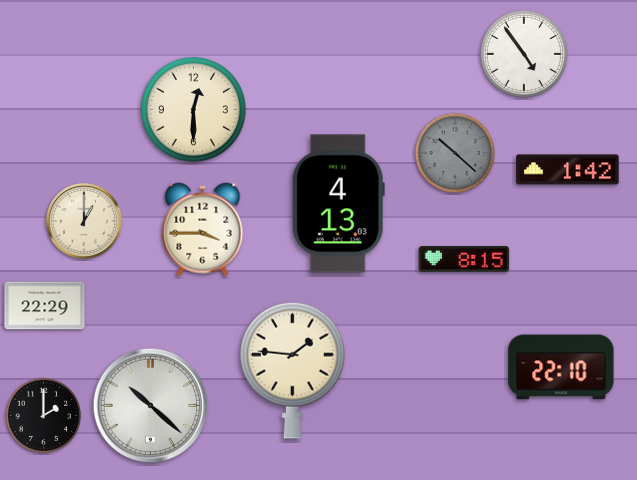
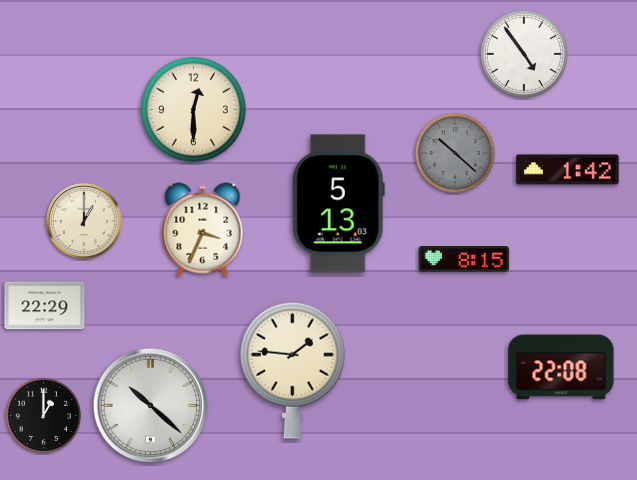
clock at (338, 204): 4:13 -> 5:13
clock at (203, 230): 3:45 -> 3:34
clock at (561, 367): 22:10 -> 22:08
clock at (44, 416): 2:00 -> 1:00
